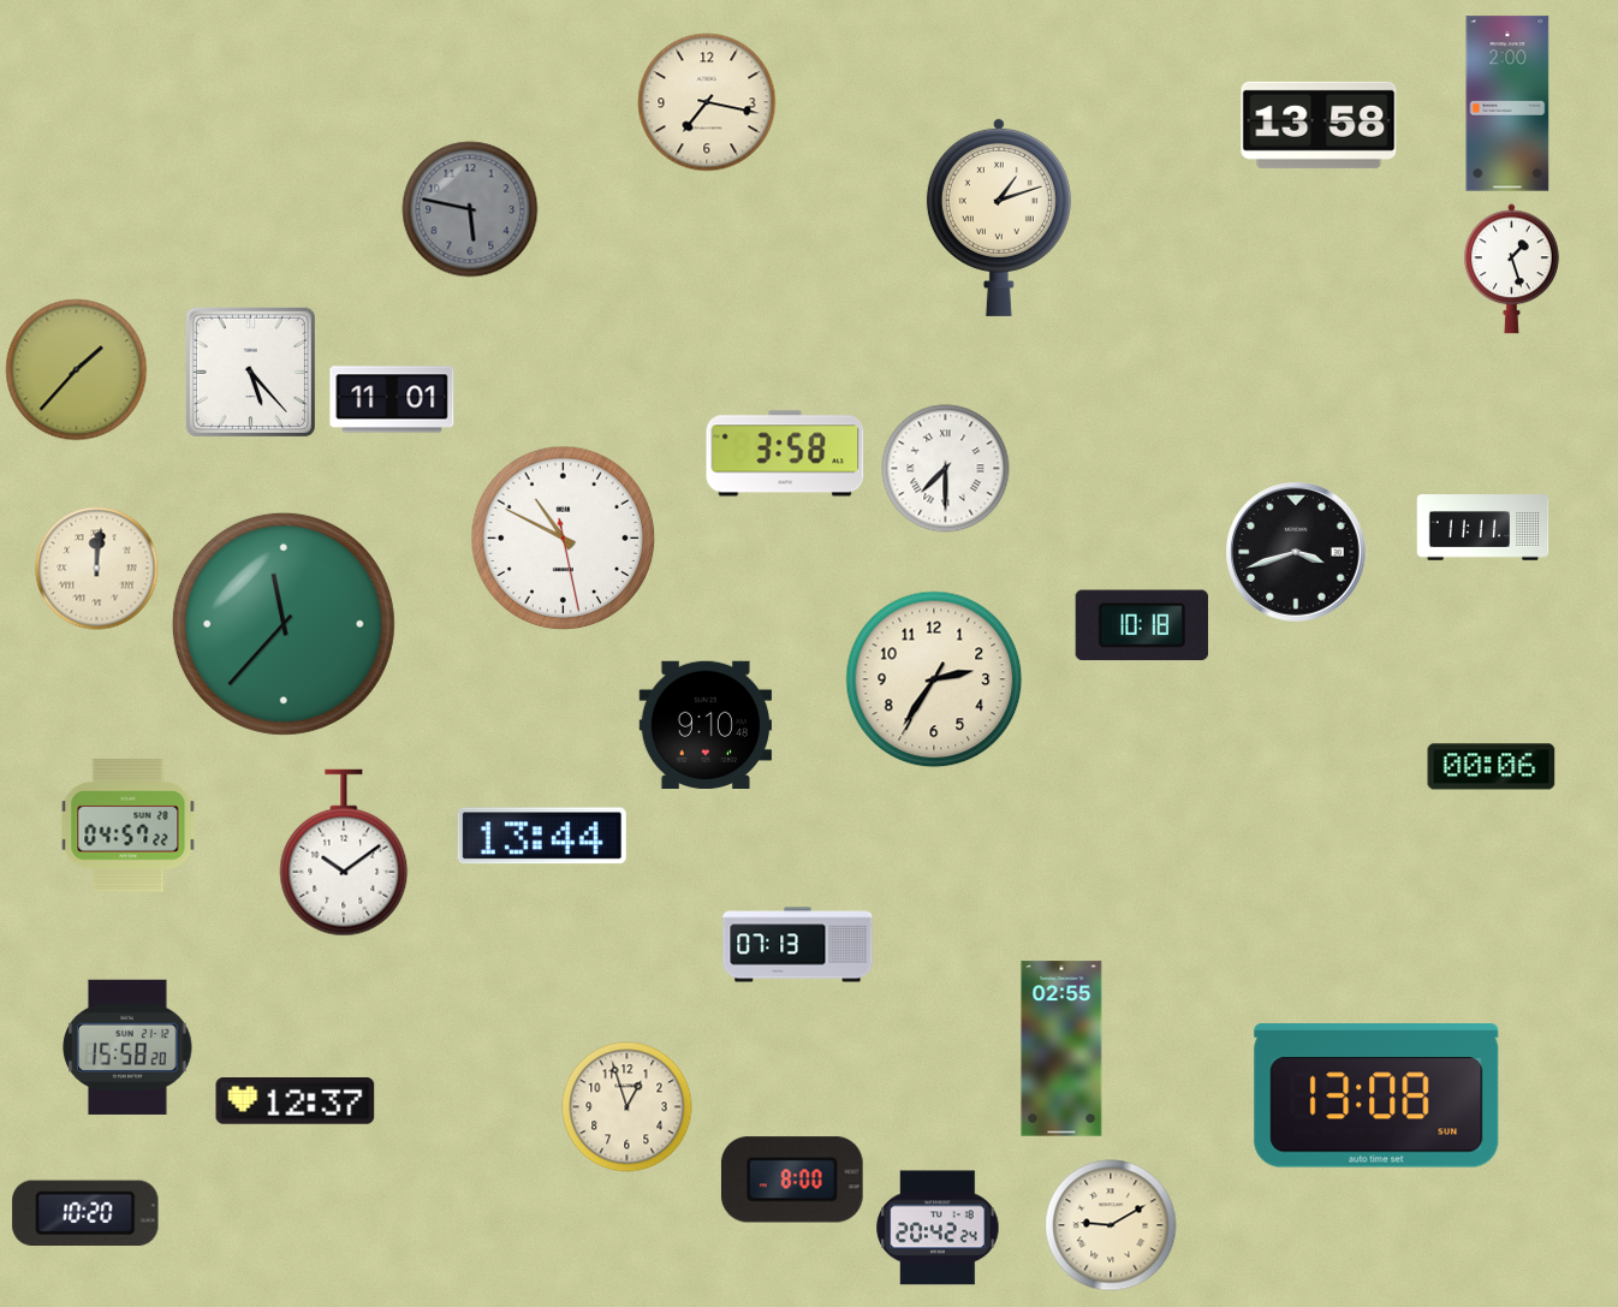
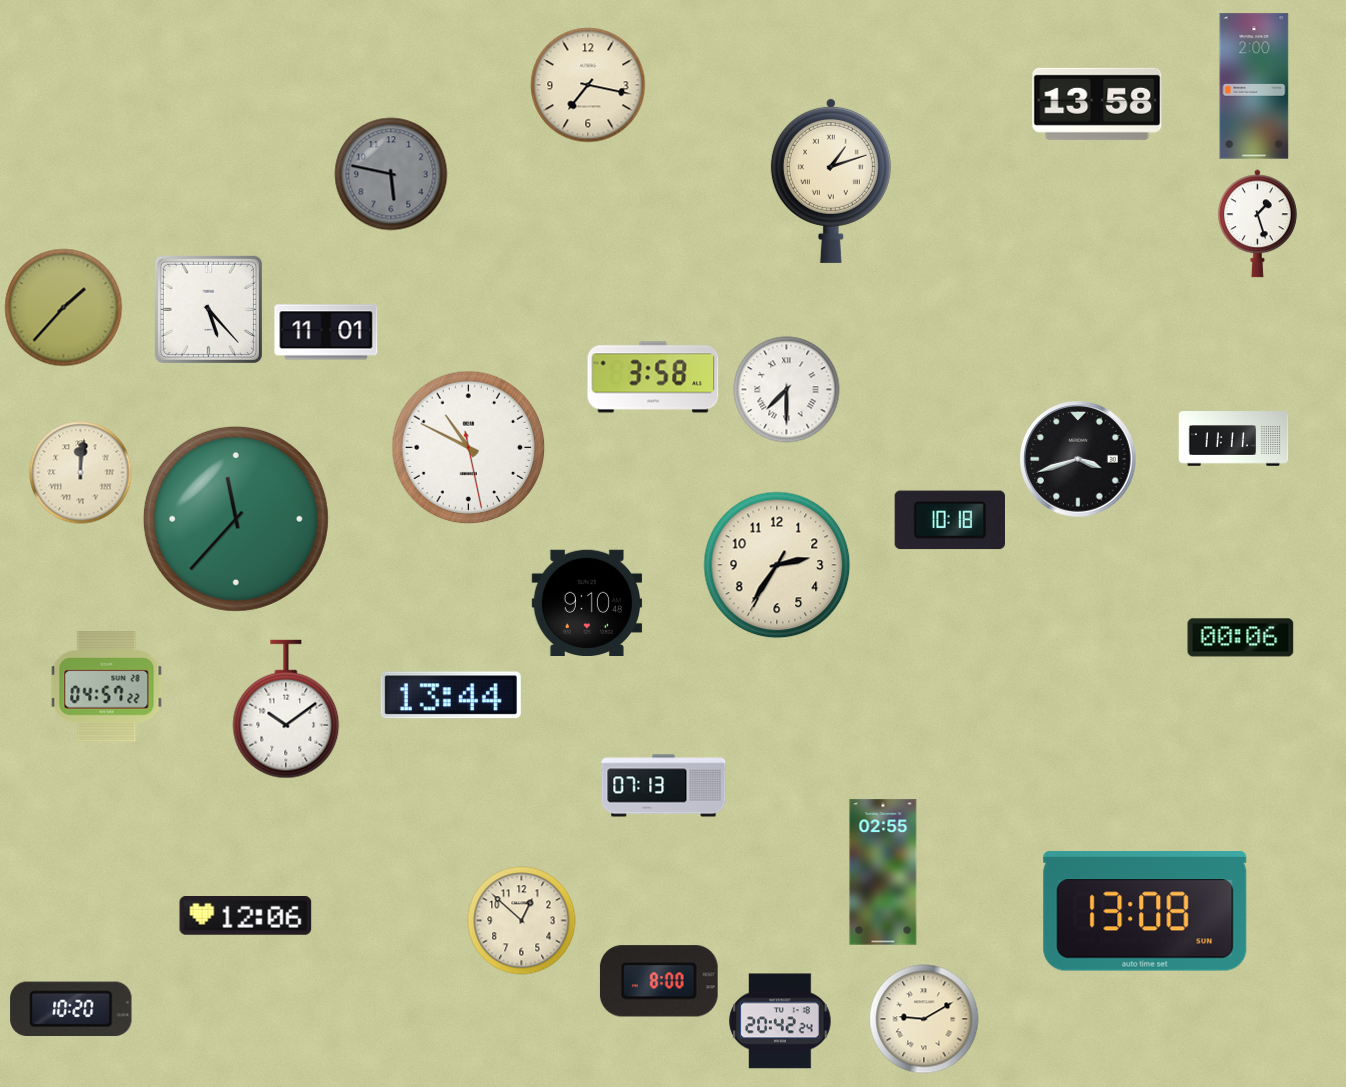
clock at (127, 1047): 15:58 -> none
clock at (296, 1101): 12:37 -> 12:06
clock at (627, 1107): 12:57 -> 12:52
